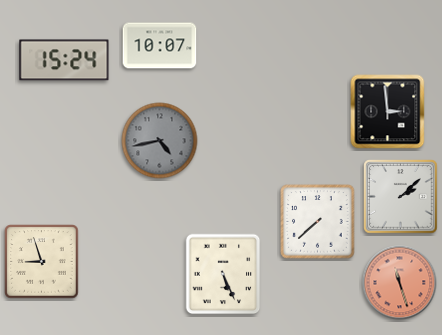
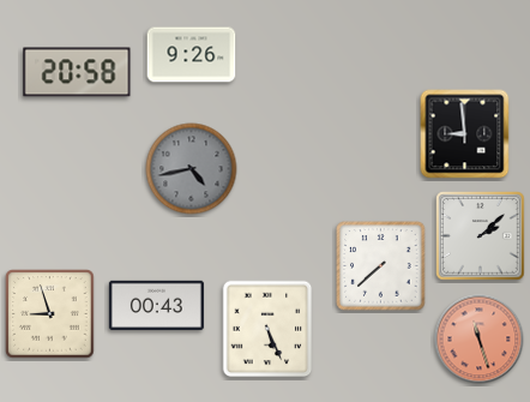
clock at (160, 46): 10:07 -> 9:26
clock at (64, 60): 15:24 -> 20:58
clock at (388, 112): 2:59 -> 8:59
clock at (156, 306): none -> 00:43
